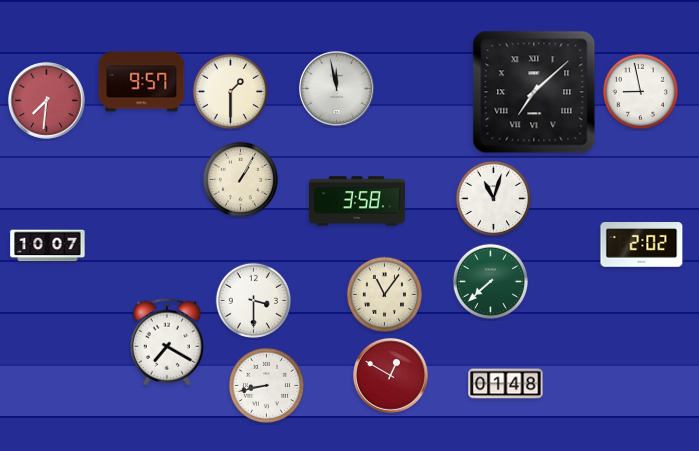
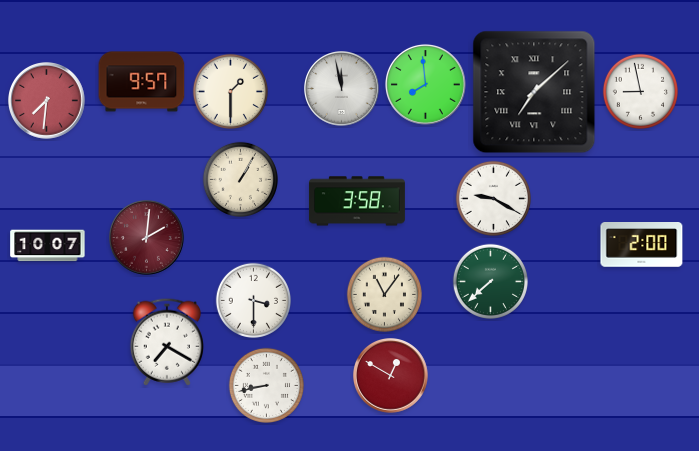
clock at (425, 84): none -> 7:59
clock at (337, 89) position: (337, 89) -> (342, 89)
clock at (493, 198): 11:03 -> 9:20
clock at (147, 238): none -> 2:01
clock at (642, 245): 2:02 -> 2:00
clock at (506, 384): 01:48 -> none
